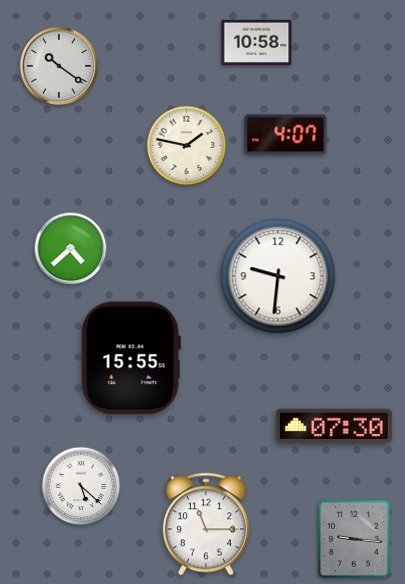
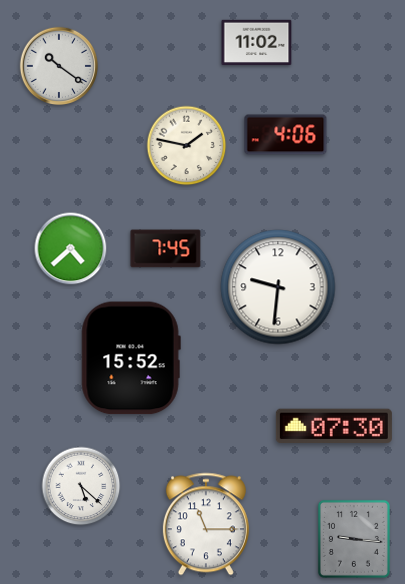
clock at (257, 43): 10:58 -> 11:02
clock at (286, 135): 4:07 -> 4:06
clock at (166, 249): none -> 7:45
clock at (278, 276) position: (278, 276) -> (278, 287)
clock at (131, 358): 15:55 -> 15:52
